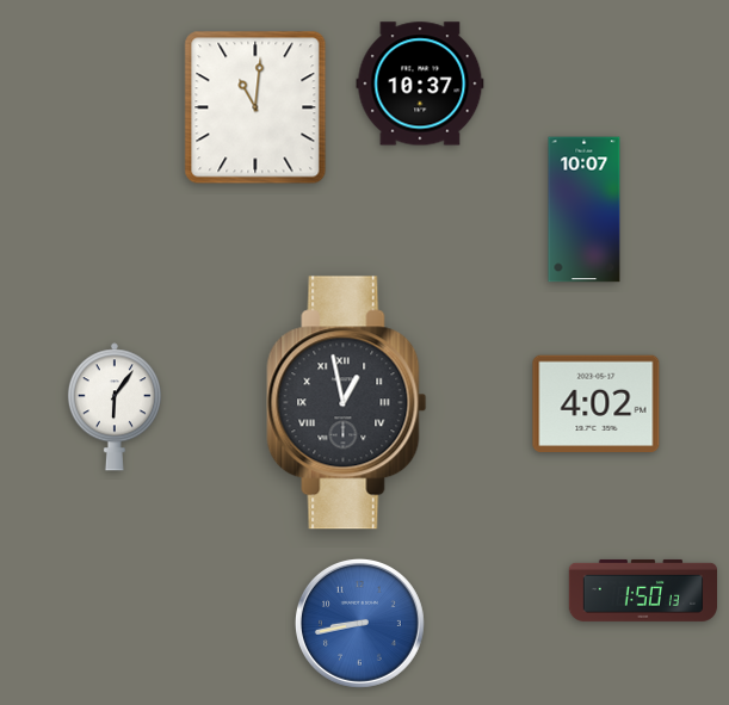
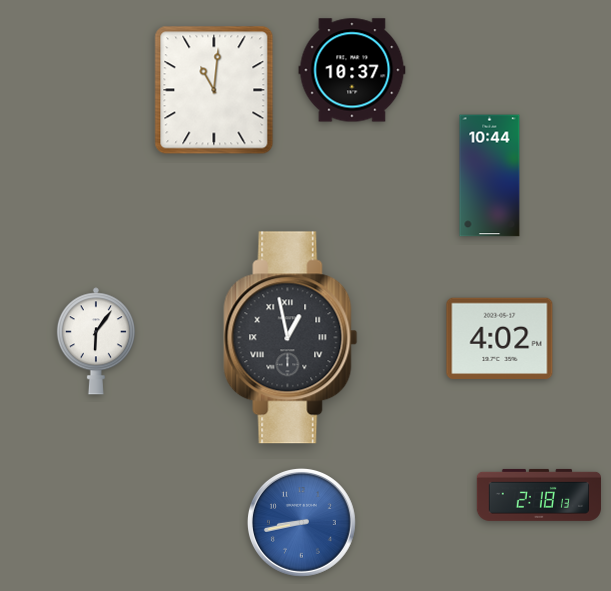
clock at (585, 210): 10:07 -> 10:44
clock at (642, 590): 1:50 -> 2:18
